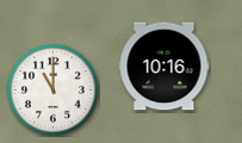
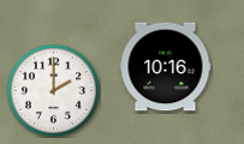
clock at (52, 89): 11:00 -> 2:00
